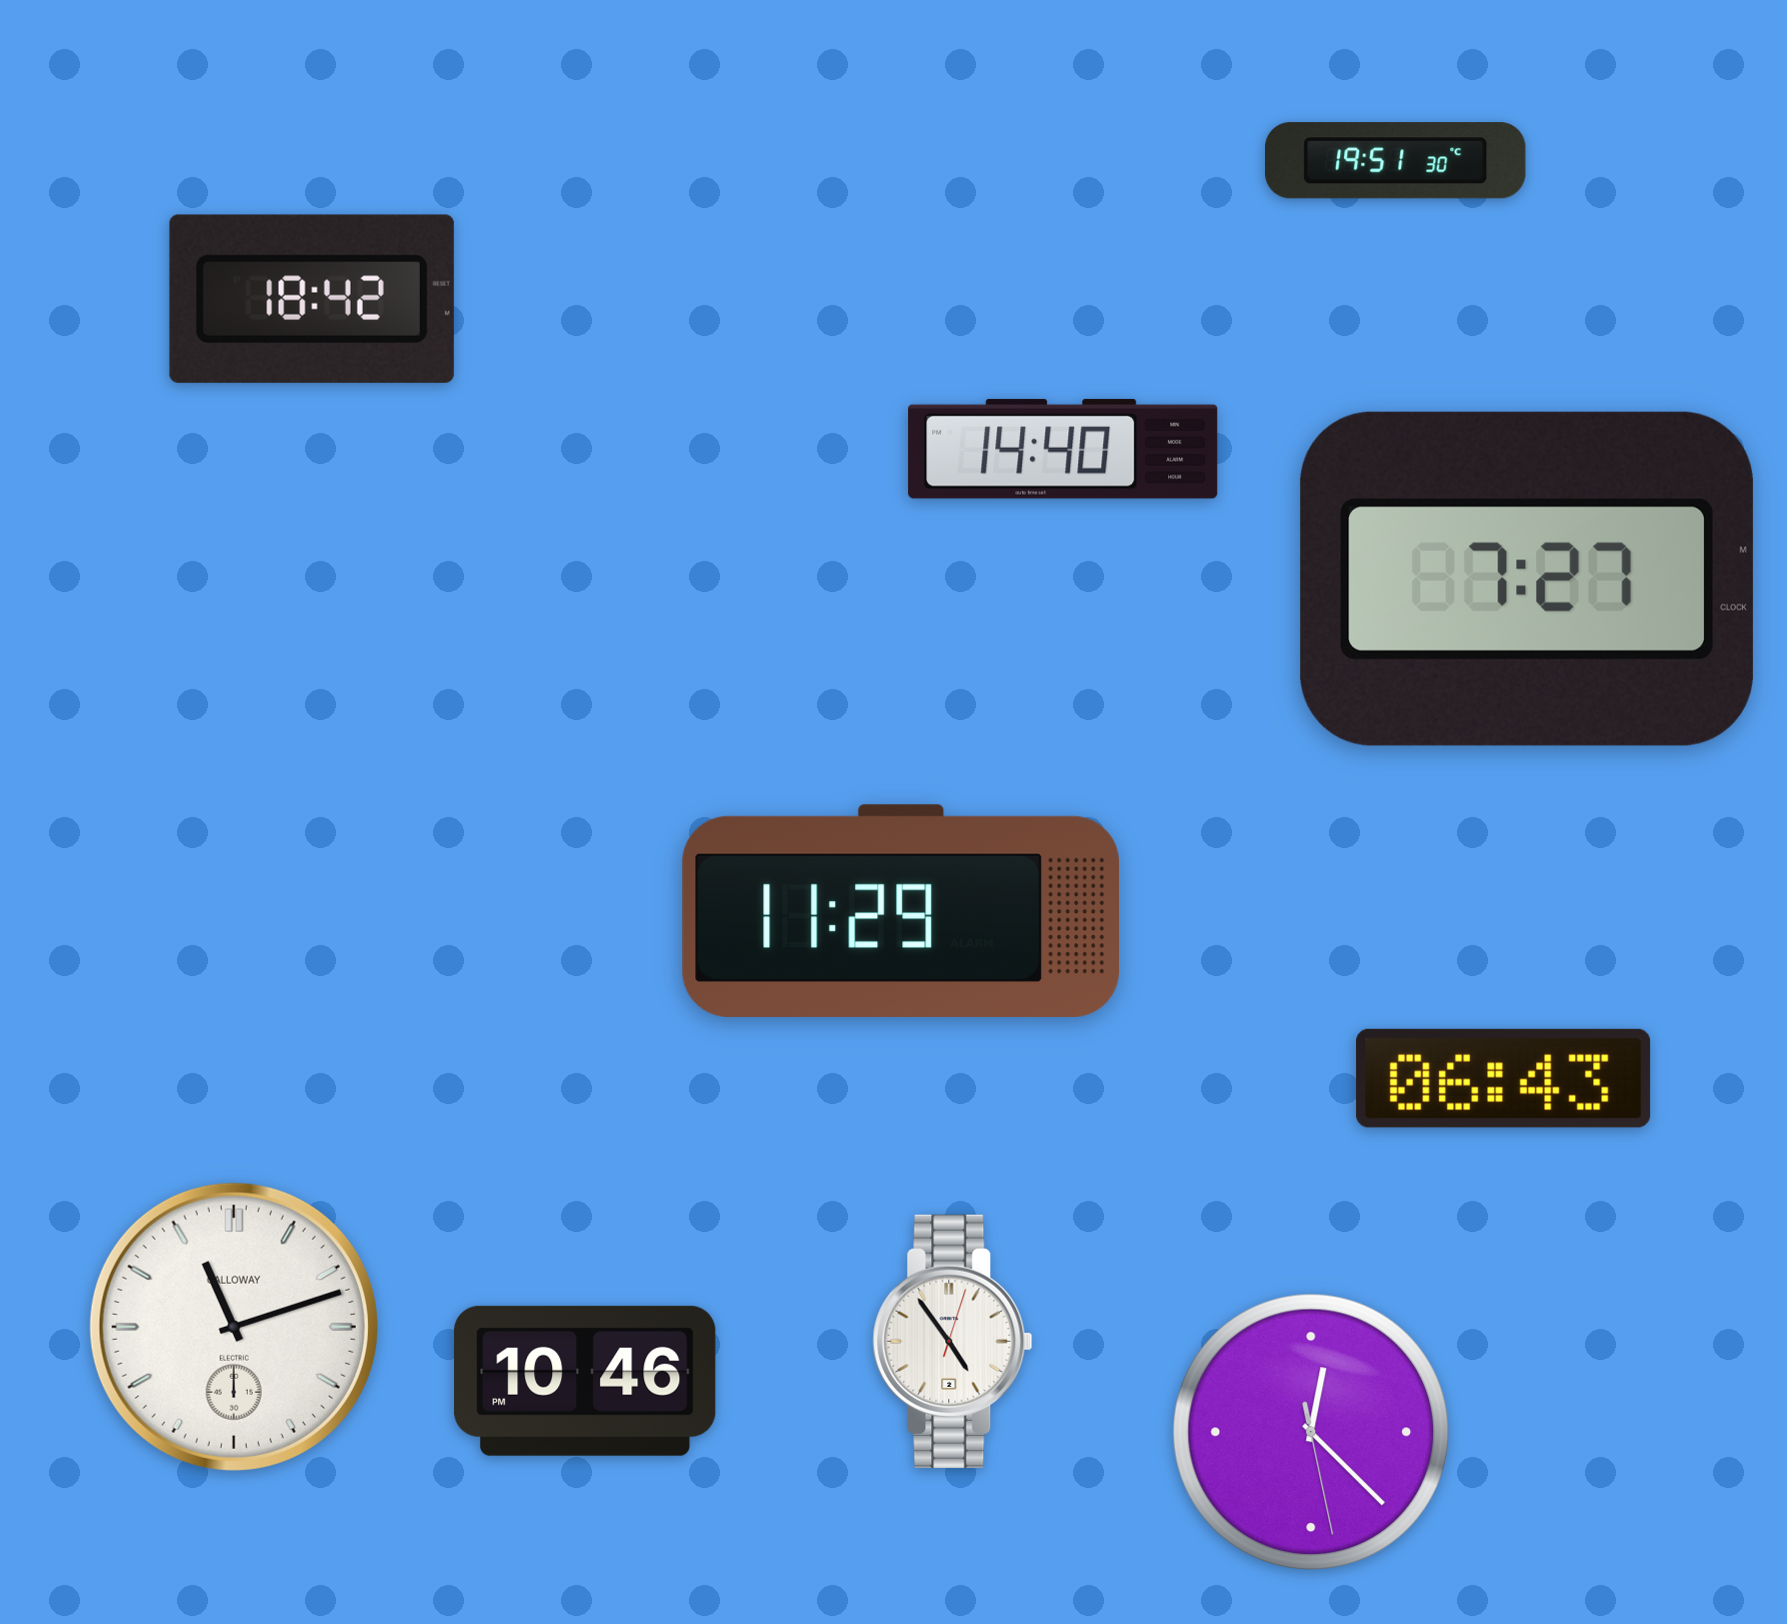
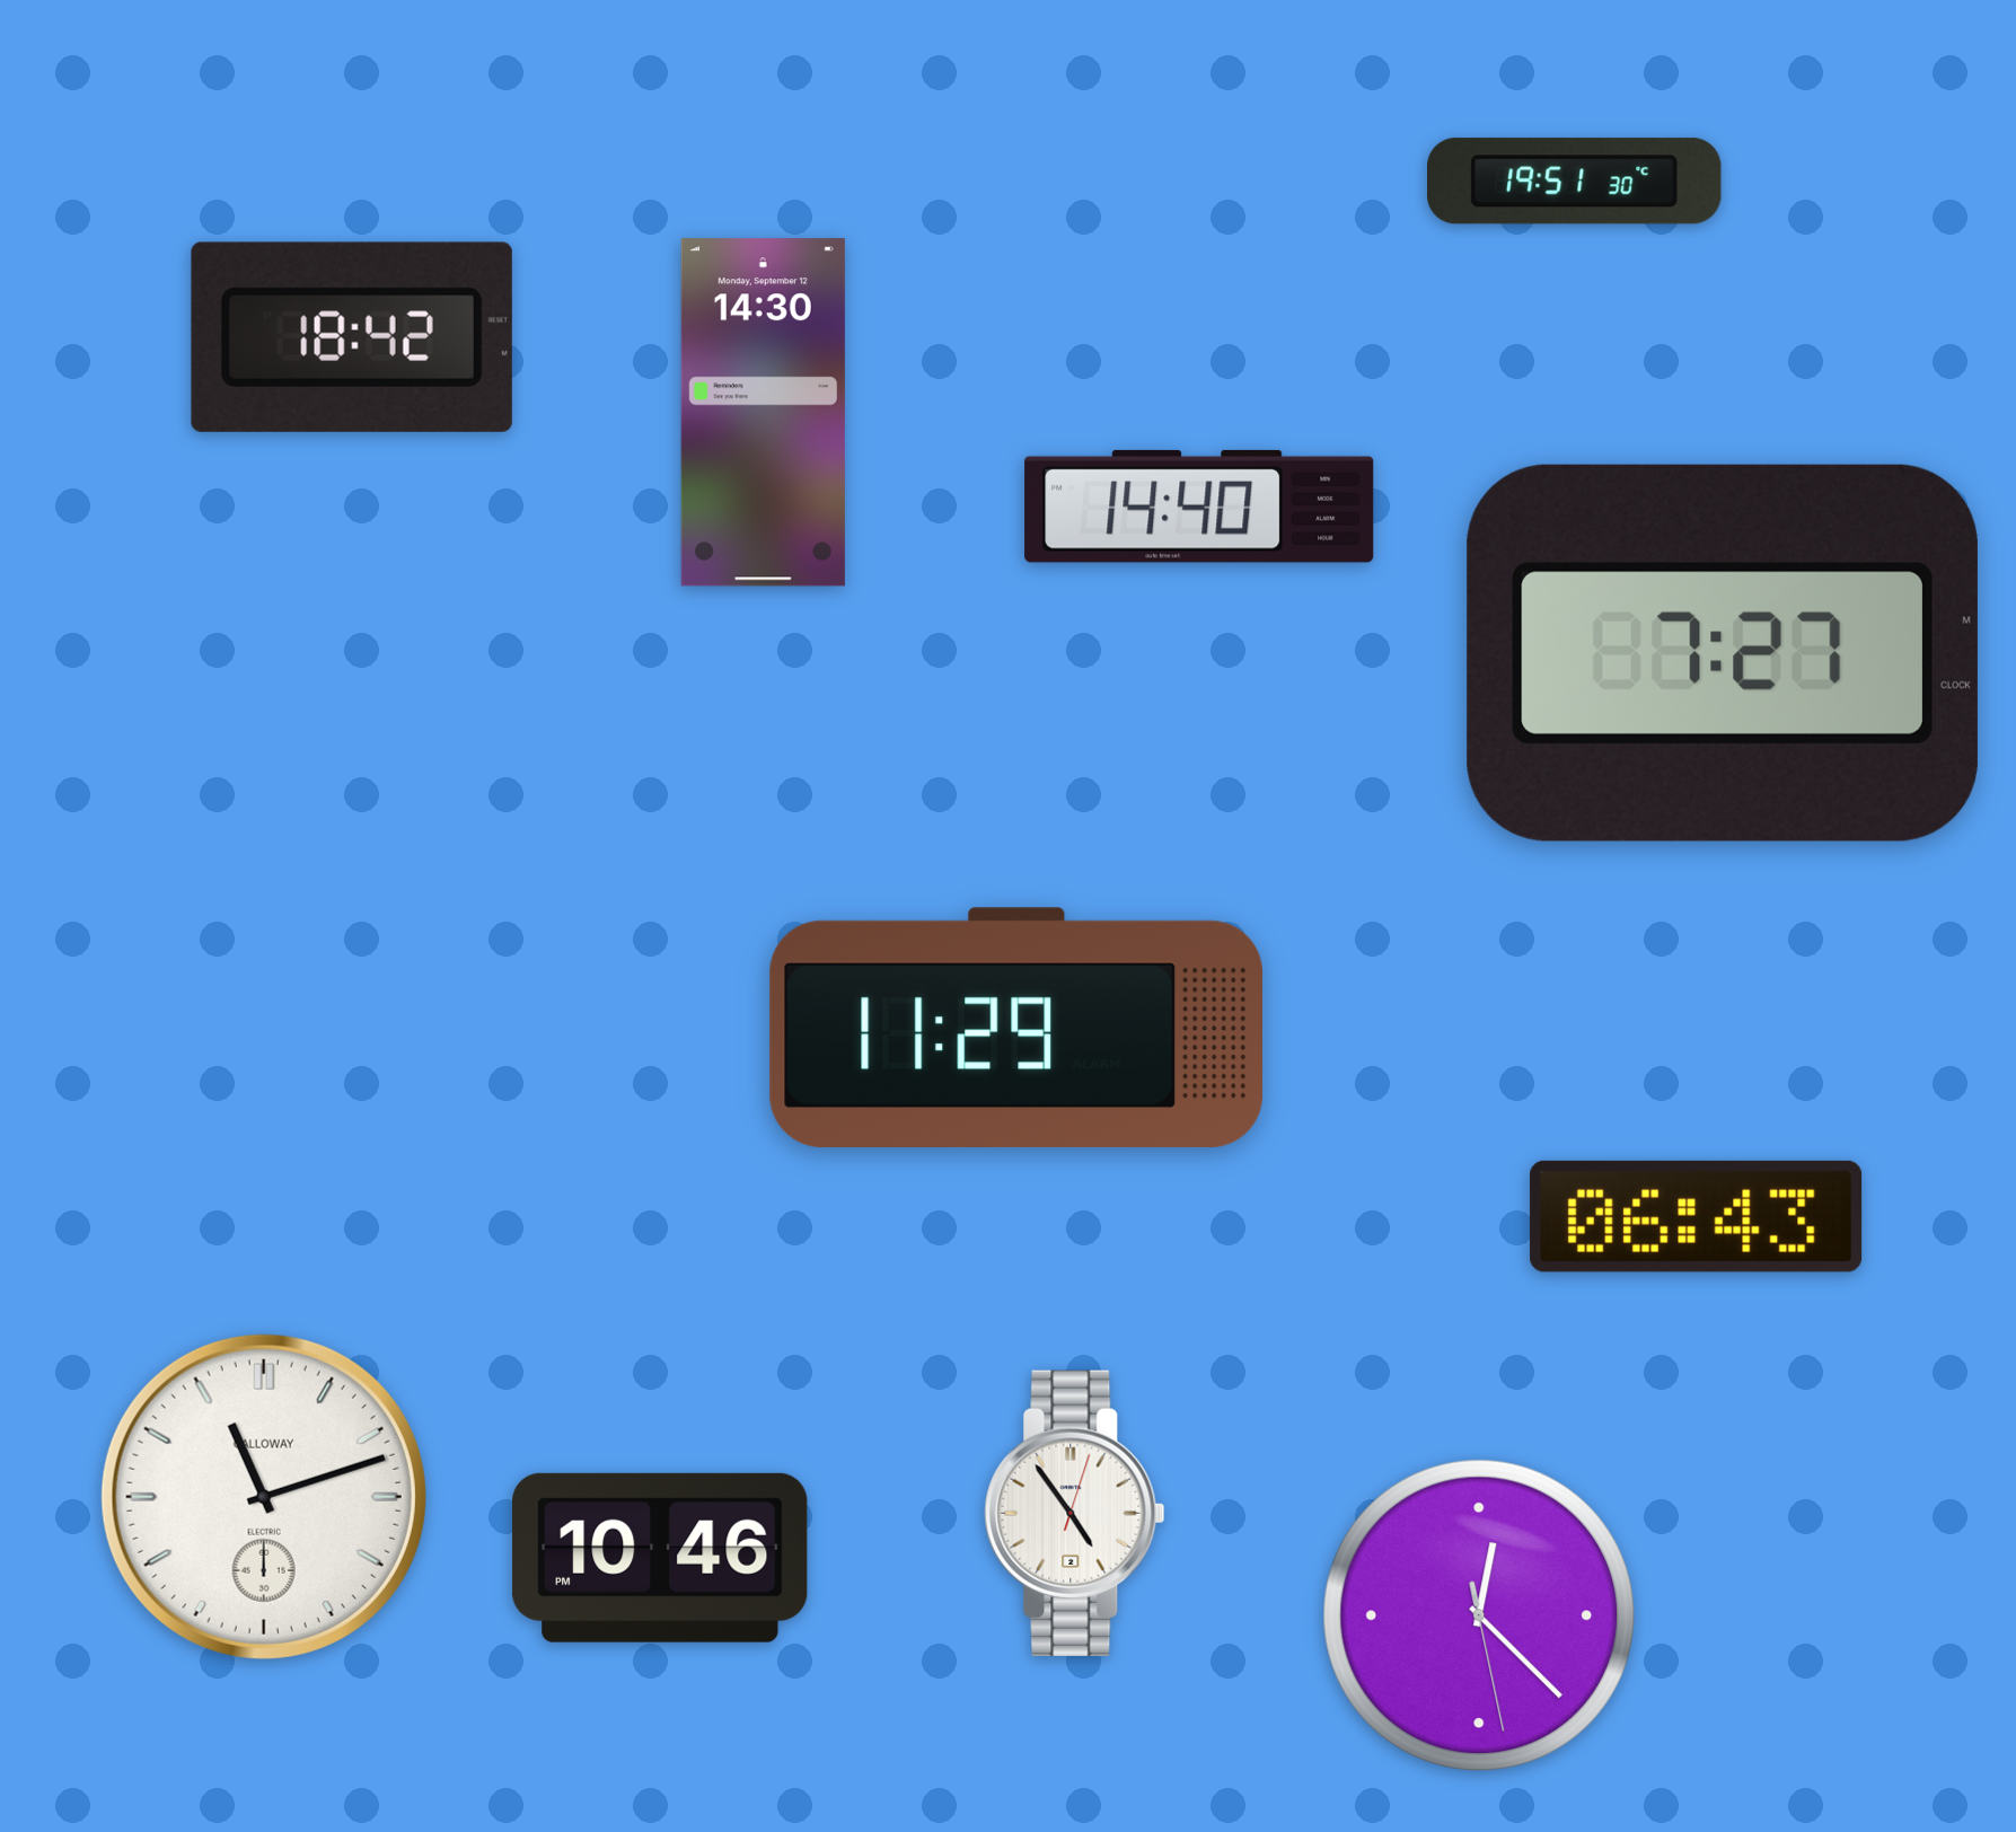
clock at (763, 413): none -> 14:30
